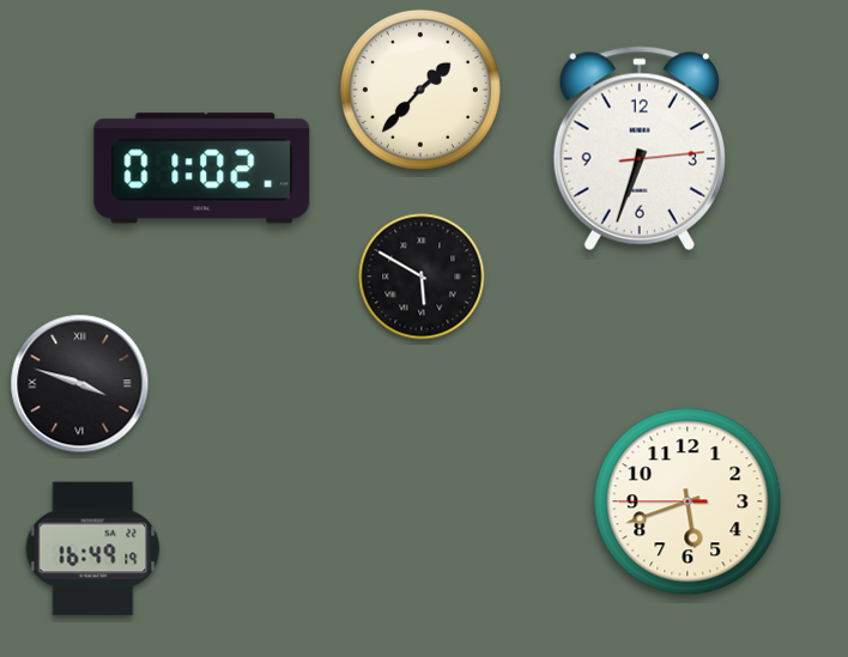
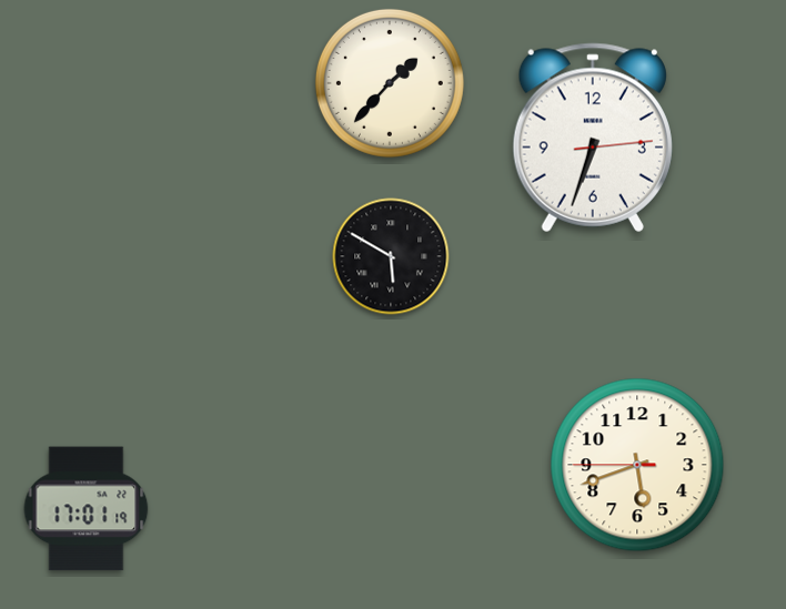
clock at (202, 169): 01:02 -> none
clock at (80, 384): 3:48 -> none
clock at (93, 549): 16:49 -> 17:01
